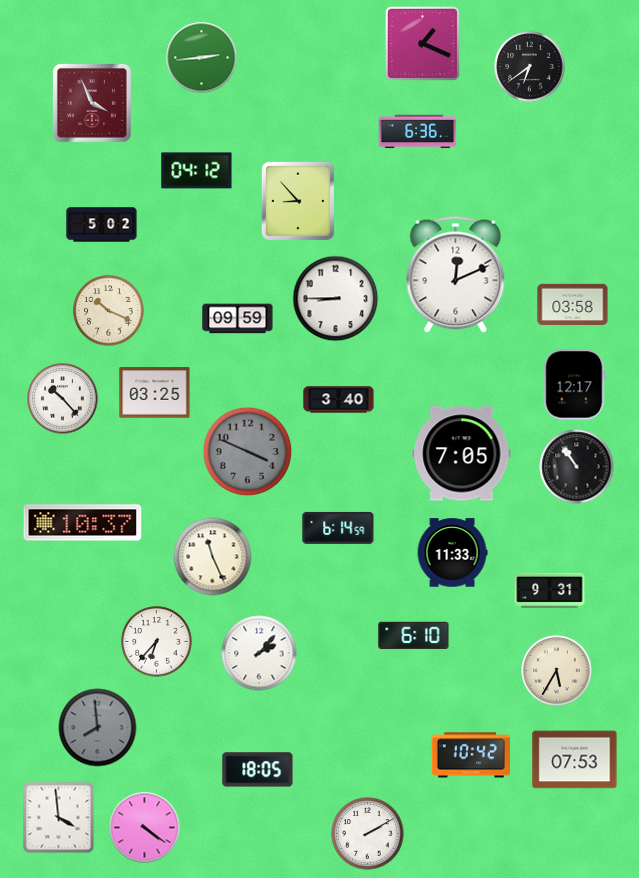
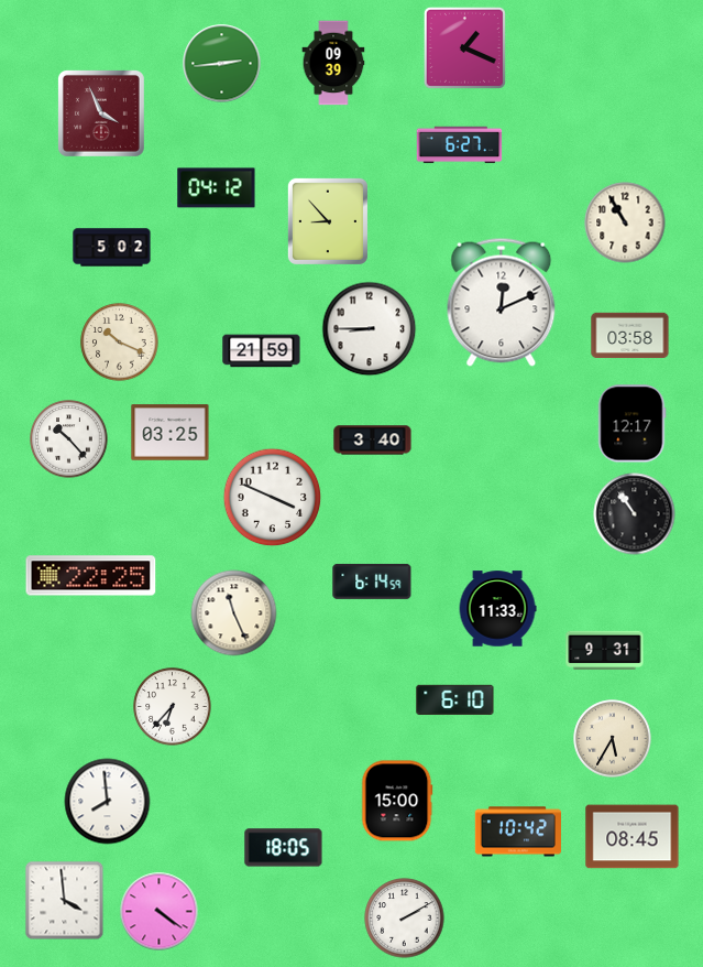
clock at (333, 63): none -> 09:39
clock at (530, 67): 6:39 -> none
clock at (418, 132): 6:36 -> 6:27
clock at (625, 222): none -> 10:55
clock at (238, 319): 09:59 -> 21:59
clock at (248, 452) dial: grey -> white
clock at (462, 454): 7:05 -> none
clock at (83, 523): 10:37 -> 22:25
clock at (259, 653): 2:07 -> none
clock at (397, 801): none -> 15:00
clock at (98, 728) dial: grey -> white
clock at (575, 760): 07:53 -> 08:45
